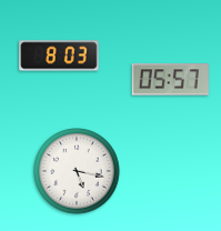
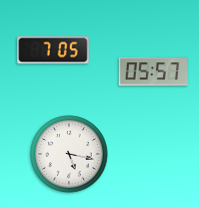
clock at (59, 56): 8:03 -> 7:05
